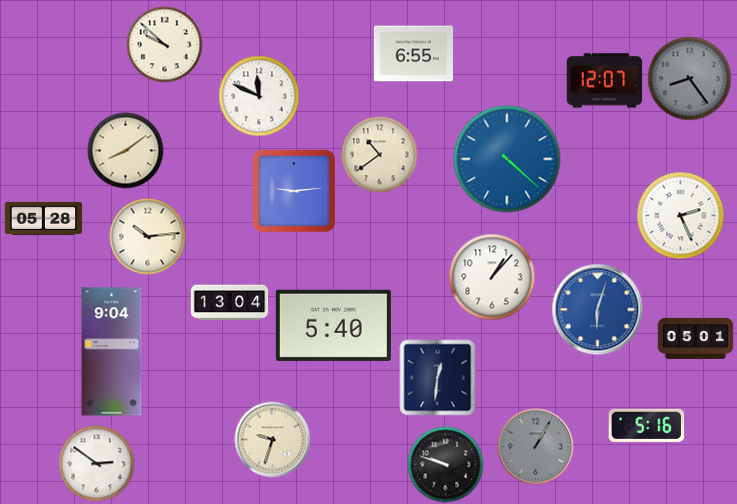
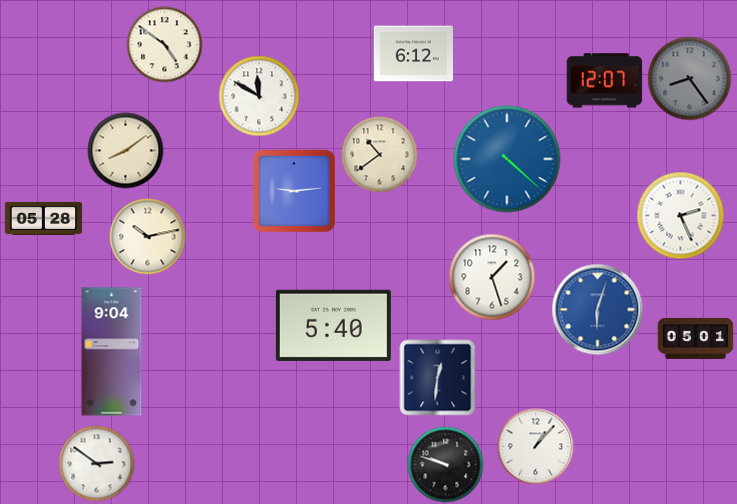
clock at (165, 45): 9:52 -> 4:51
clock at (413, 54): 6:55 -> 6:12
clock at (259, 96): 11:49 -> 11:50
clock at (148, 237): 10:14 -> 10:13
clock at (492, 277): 1:07 -> 1:27
clock at (230, 303): 13:04 -> none
clock at (647, 425): 5:16 -> none
clock at (273, 440): 9:33 -> none
clock at (536, 447): 1:05 -> 1:07
clock at (536, 447) dial: grey -> white
